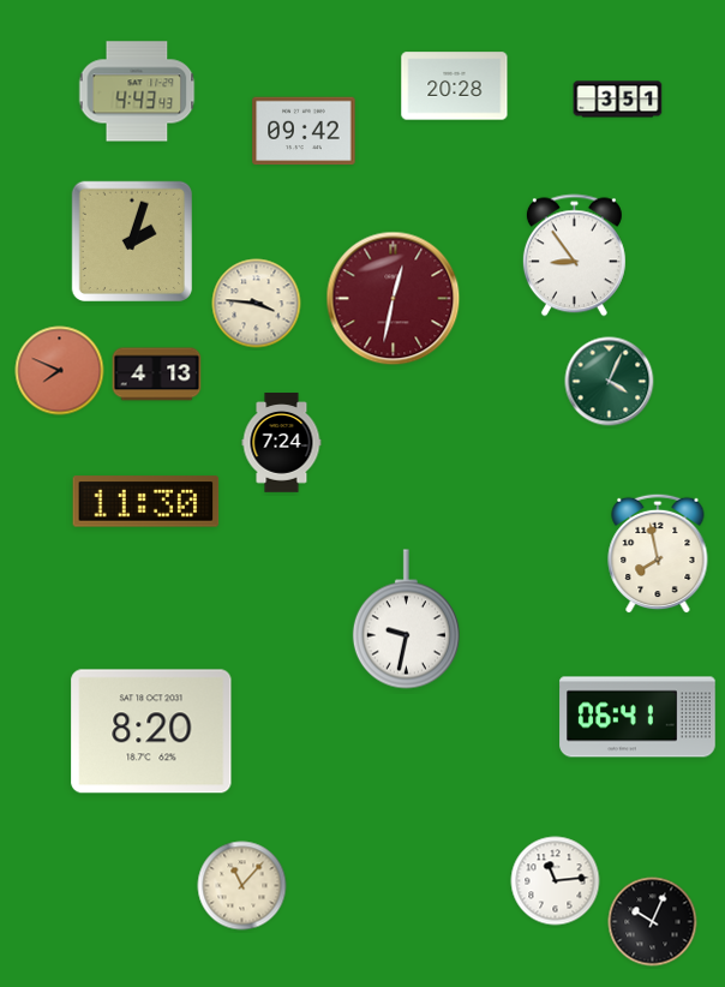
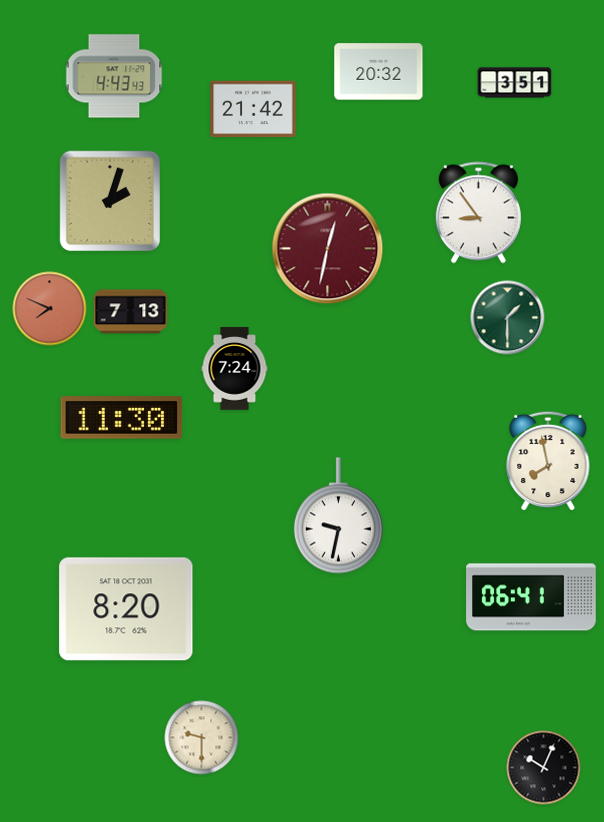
clock at (455, 86): 20:28 -> 20:32
clock at (304, 131): 09:42 -> 21:42
clock at (257, 304): 3:46 -> none
clock at (157, 375): 4:13 -> 7:13
clock at (610, 382): 4:04 -> 1:30
clock at (556, 881): 11:14 -> none
clock at (242, 886): 11:07 -> 9:30
